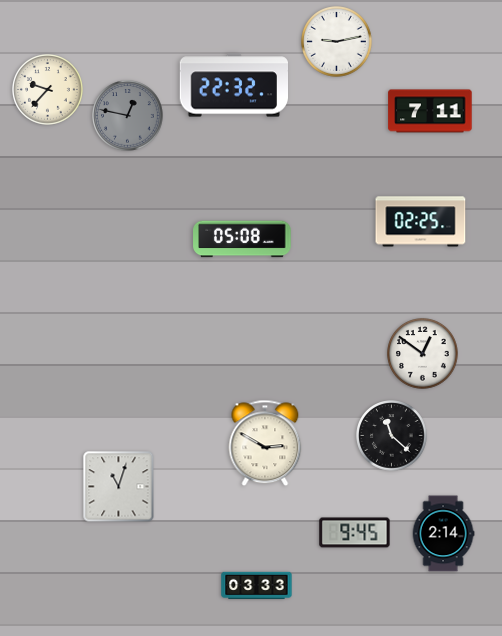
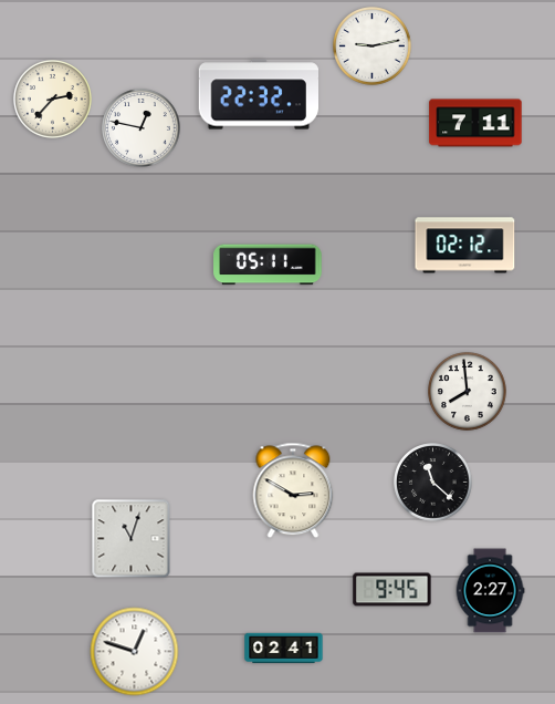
clock at (48, 90): 9:37 -> 2:37
clock at (128, 116) dial: grey -> white
clock at (421, 222): 02:25 -> 02:12
clock at (242, 239): 05:08 -> 05:11
clock at (423, 354): 12:51 -> 7:59
clock at (443, 534): 2:14 -> 2:27
clock at (257, 586): 03:33 -> 02:41
clock at (135, 652): none -> 12:48
